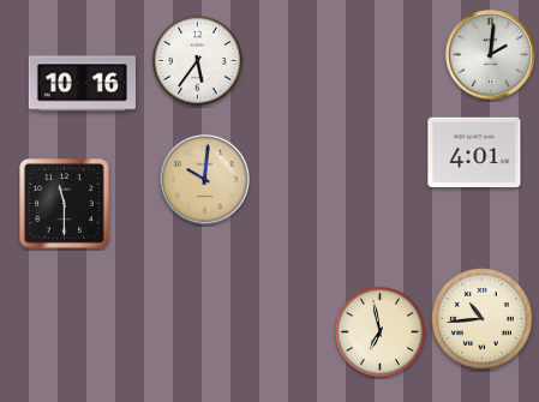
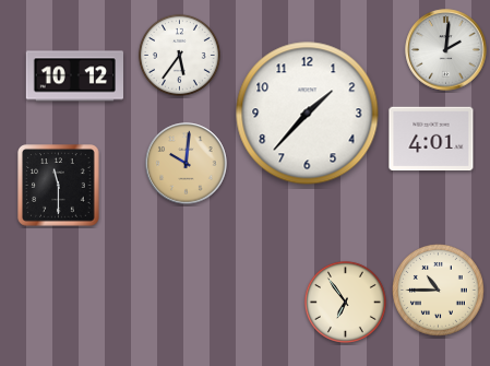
clock at (82, 84): 10:16 -> 10:12
clock at (308, 114): none -> 1:37
clock at (483, 319): 10:44 -> 10:45
clock at (379, 331): 6:58 -> 6:54
